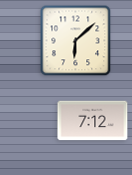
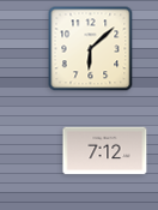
clock at (93, 121) position: (93, 121) -> (105, 151)
